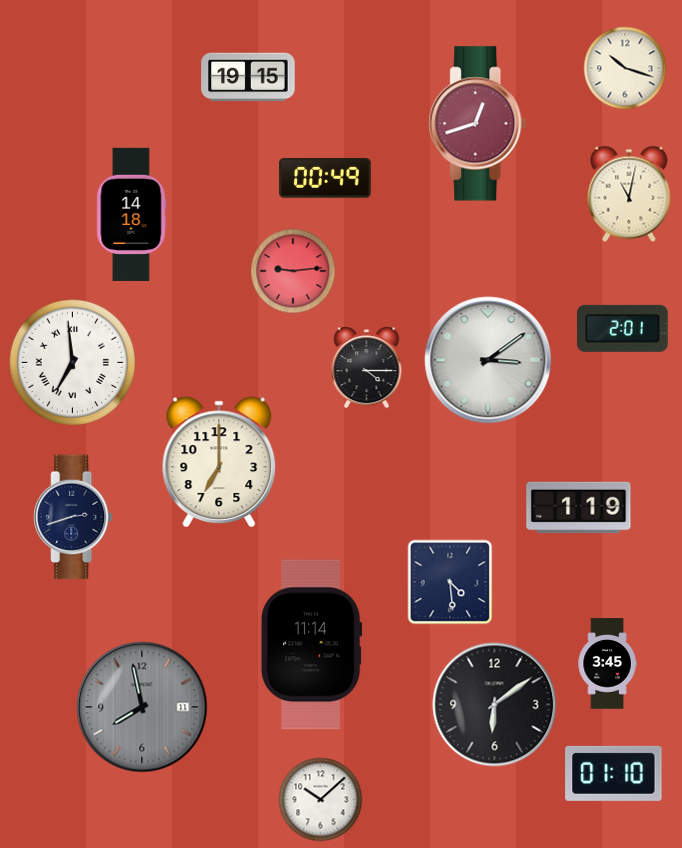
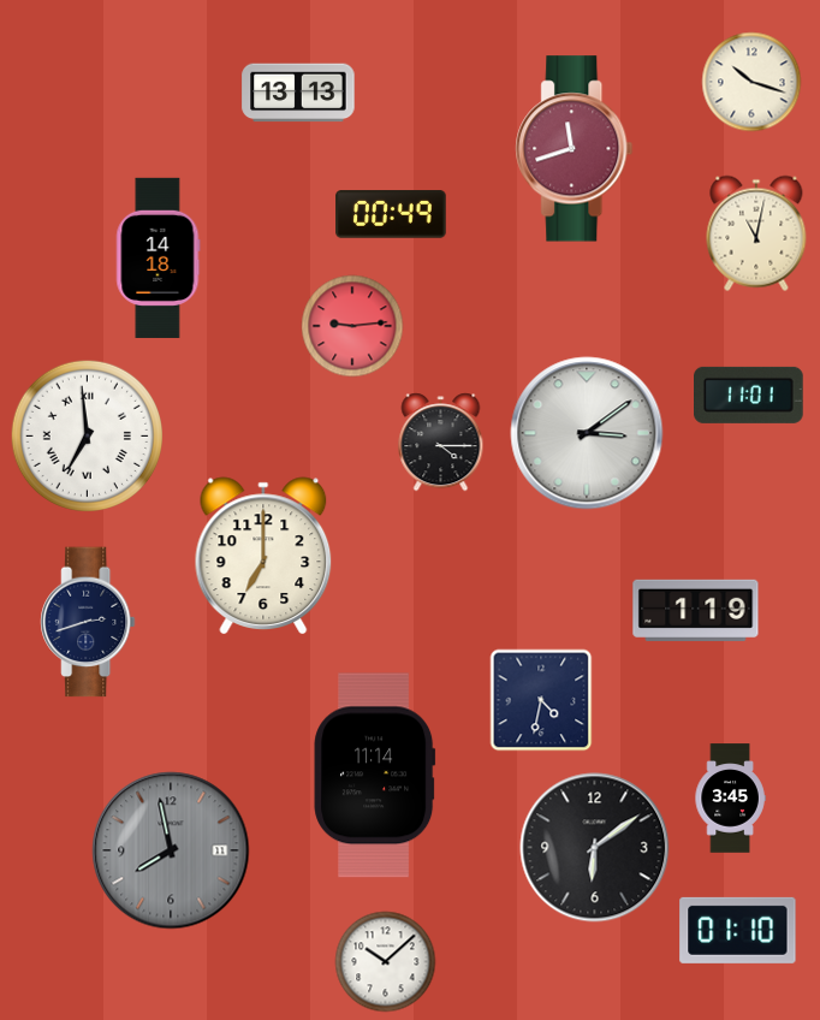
clock at (248, 77): 19:15 -> 13:13
clock at (478, 124): 12:42 -> 11:42
clock at (623, 328): 2:01 -> 11:01
clock at (450, 582): 4:29 -> 4:32
